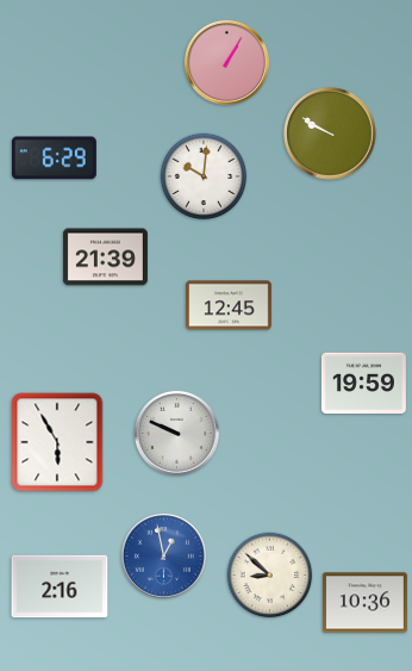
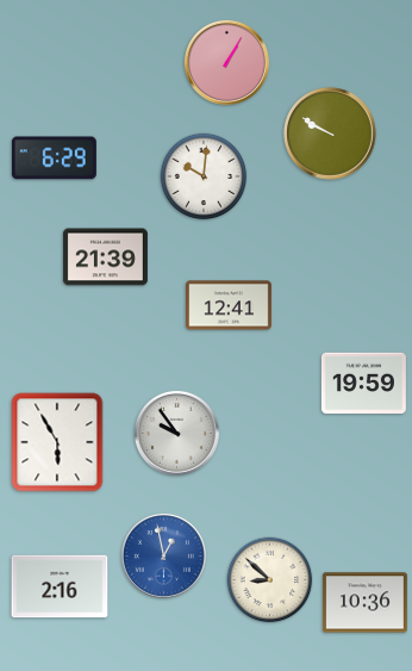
clock at (230, 305): 12:45 -> 12:41
clock at (176, 433): 9:49 -> 9:54
clock at (270, 576) position: (270, 576) -> (270, 580)
